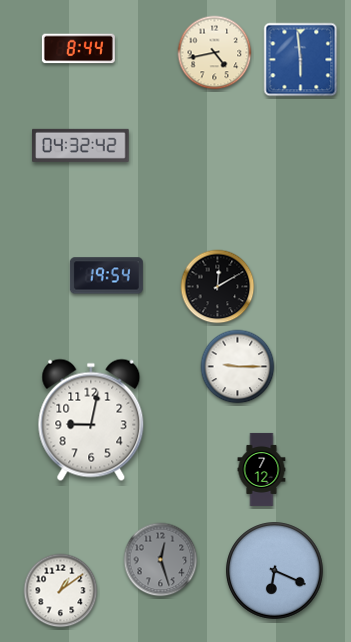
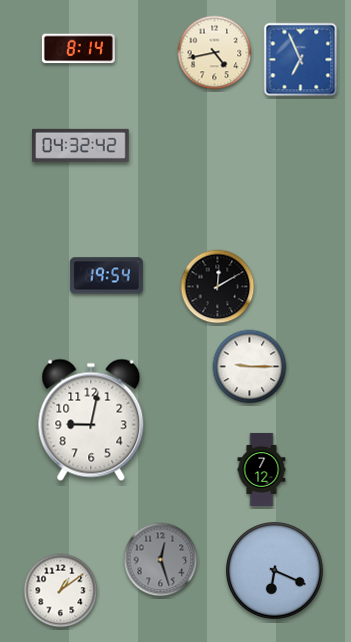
clock at (78, 49): 8:44 -> 8:14
clock at (301, 60): 5:59 -> 6:56
clock at (238, 367) position: (238, 367) -> (250, 367)
